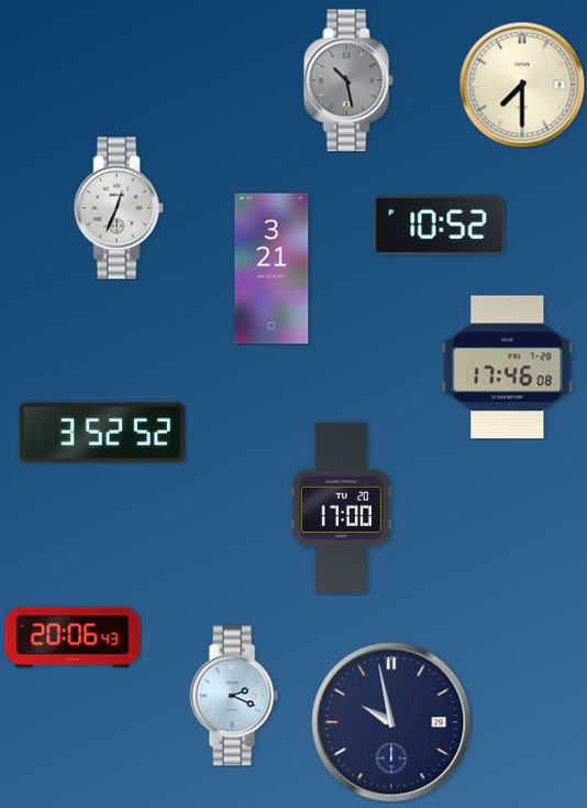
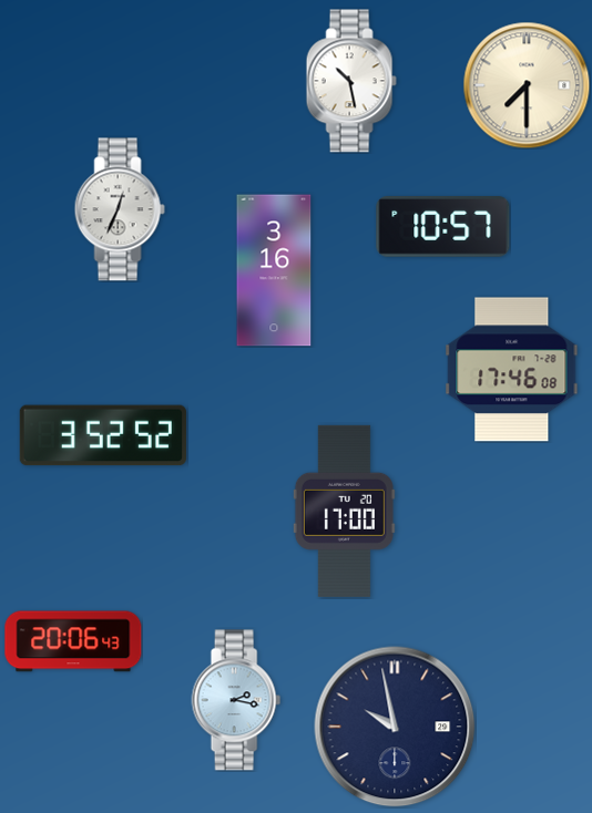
clock at (348, 80) dial: grey -> white
clock at (440, 226): 10:52 -> 10:57
clock at (272, 269): 3:21 -> 3:16
clock at (234, 696): 2:19 -> 2:17
